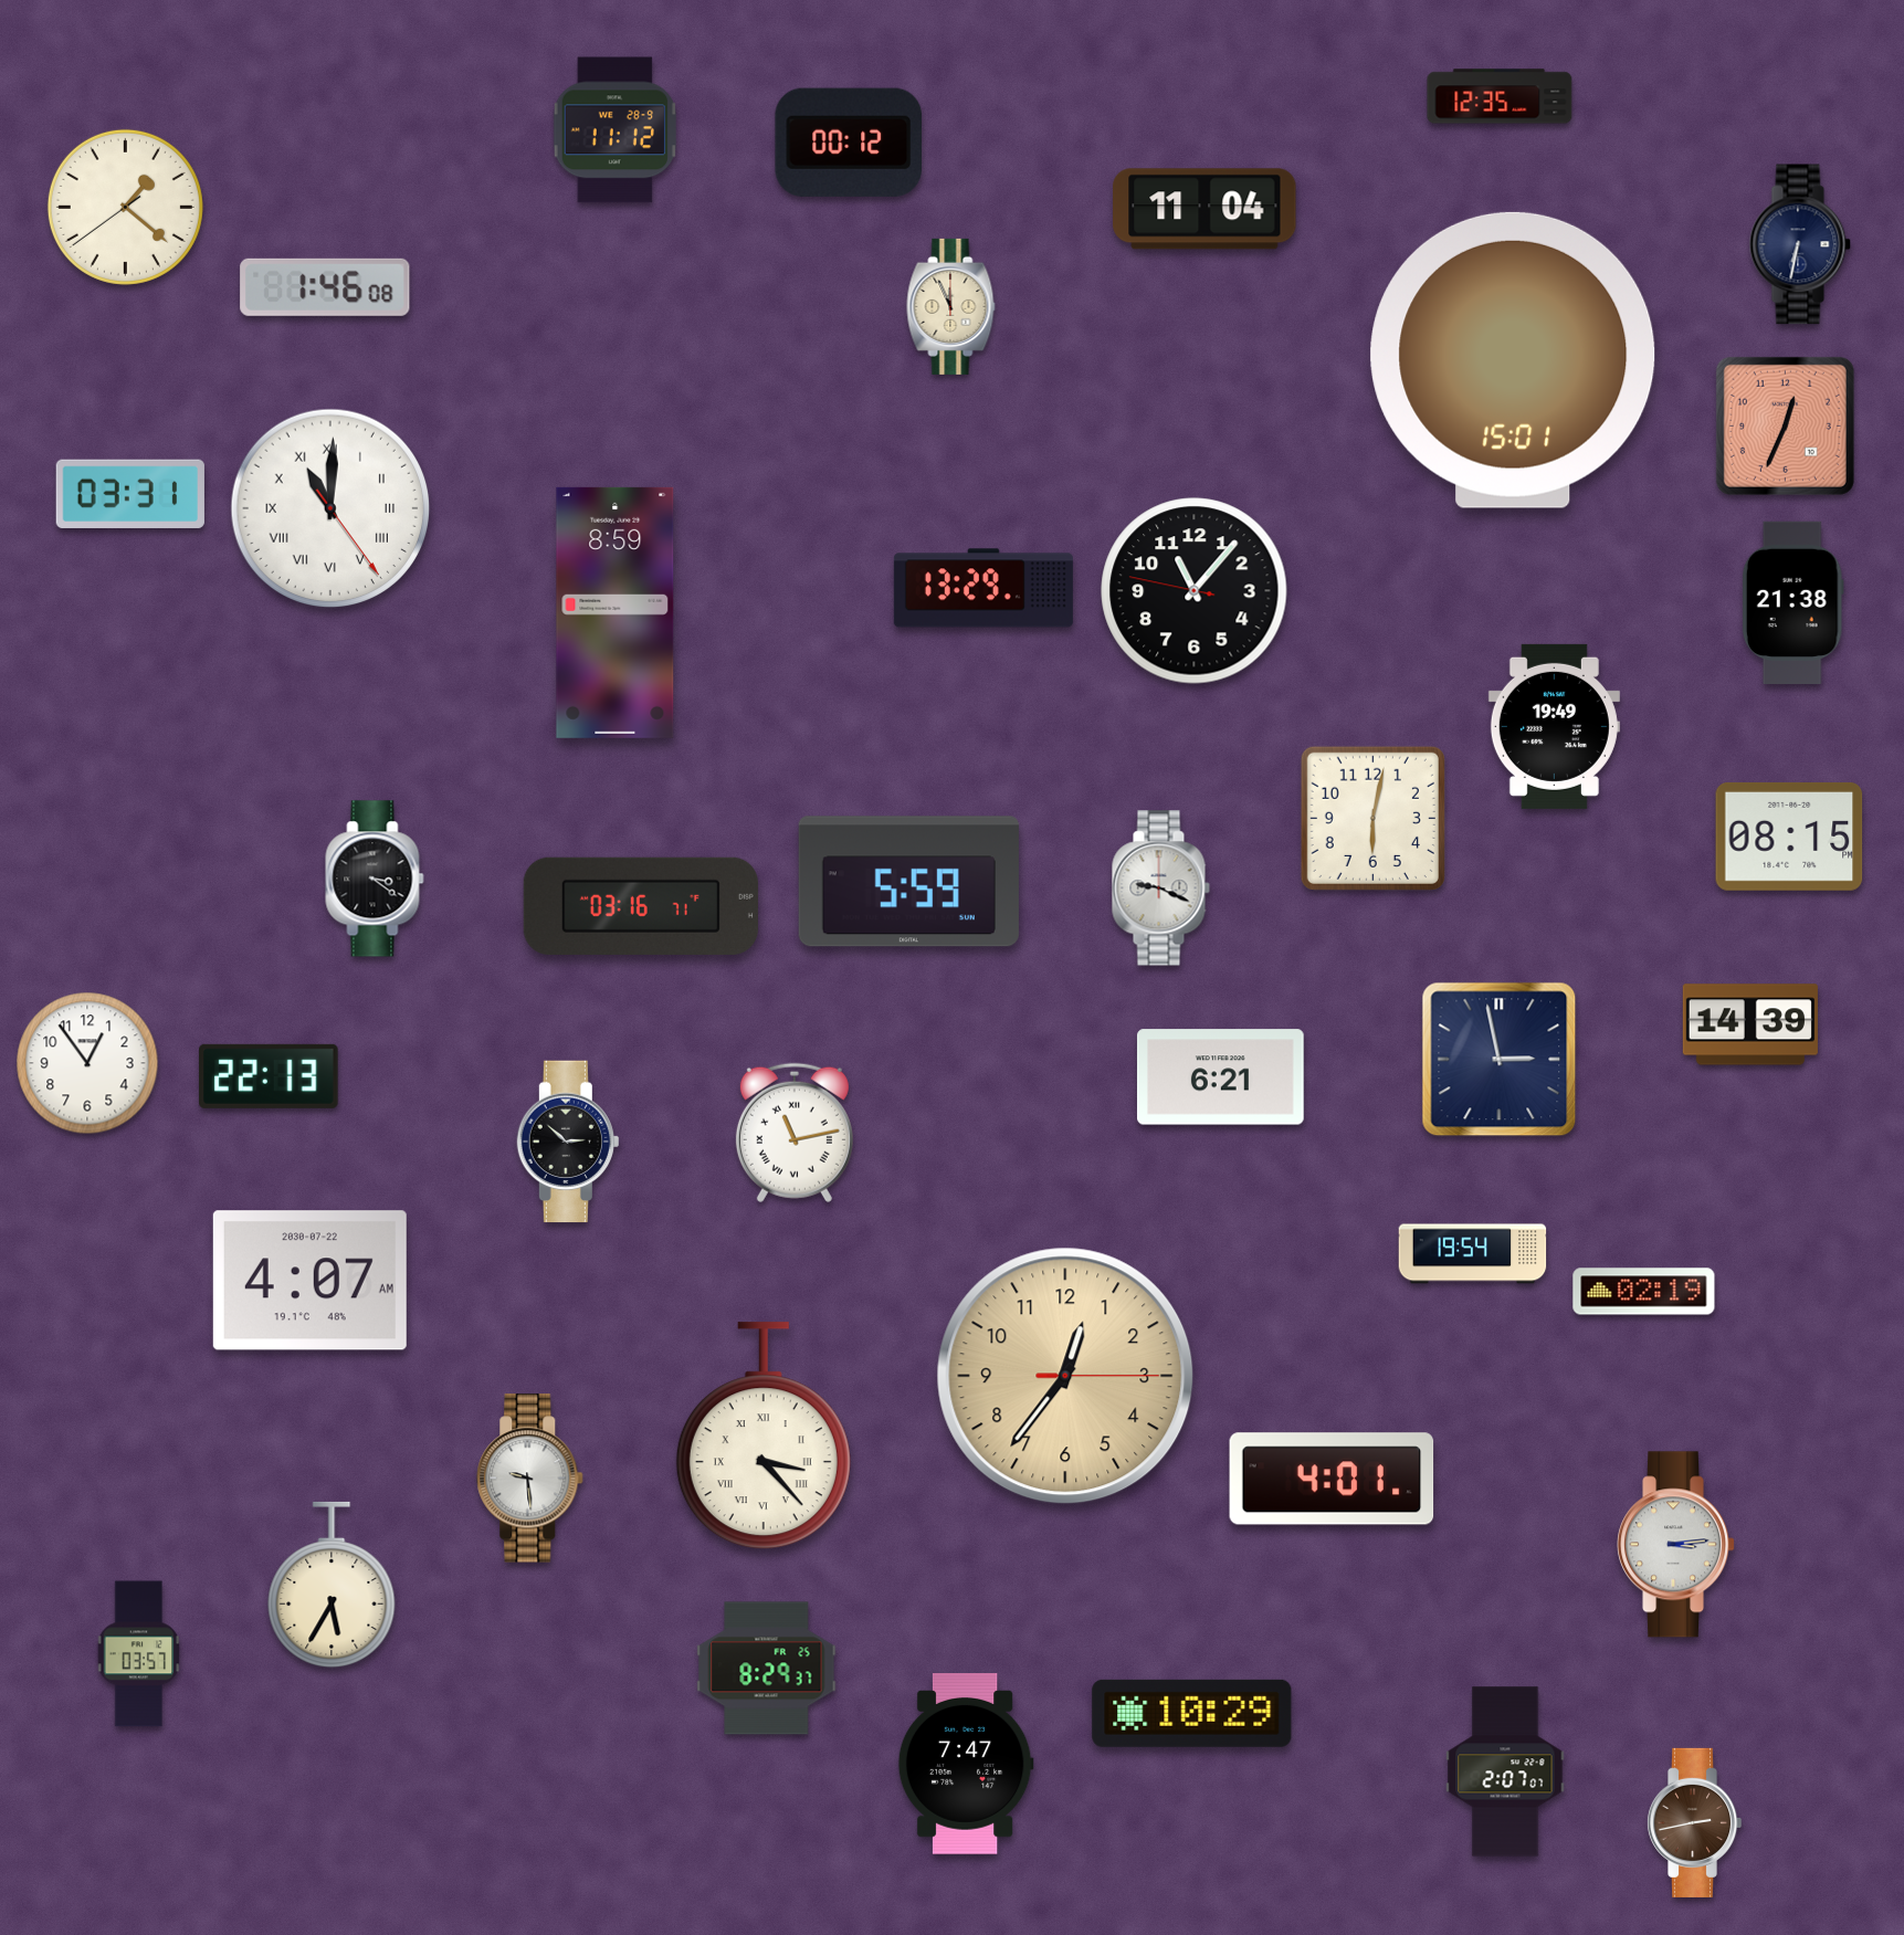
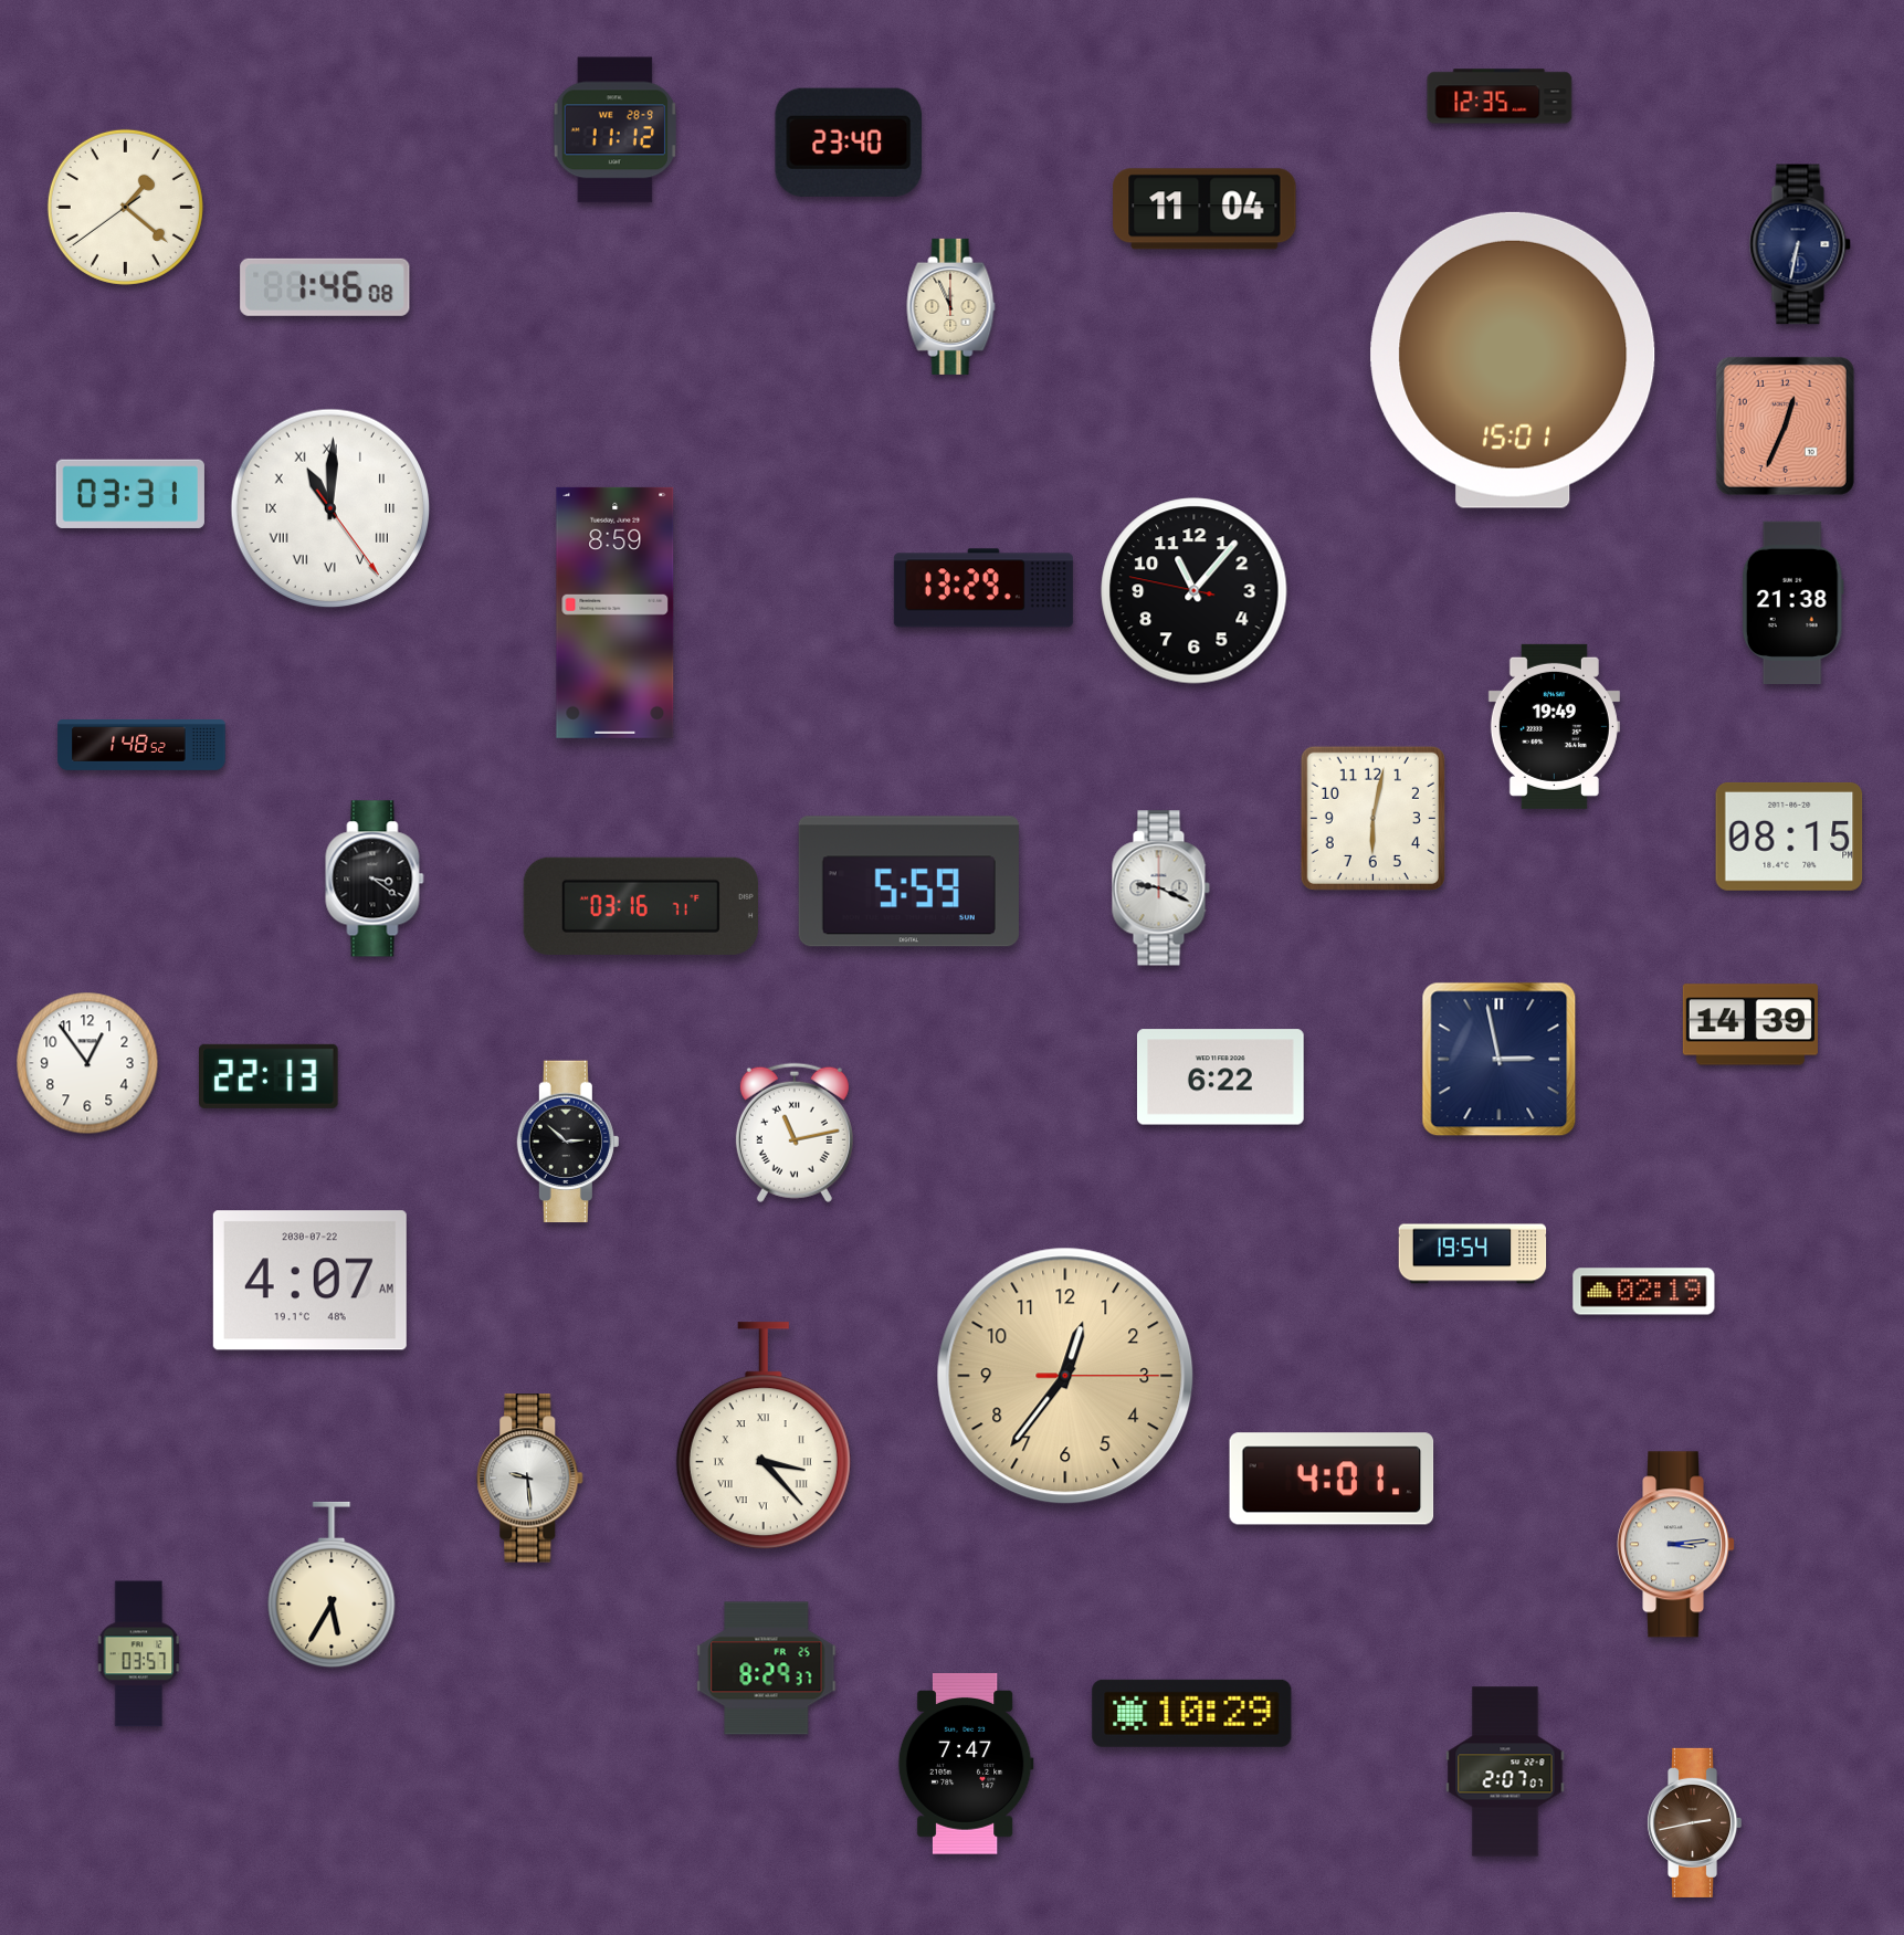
clock at (848, 143): 00:12 -> 23:40
clock at (141, 746): none -> 1:48
clock at (1220, 1077): 6:21 -> 6:22
